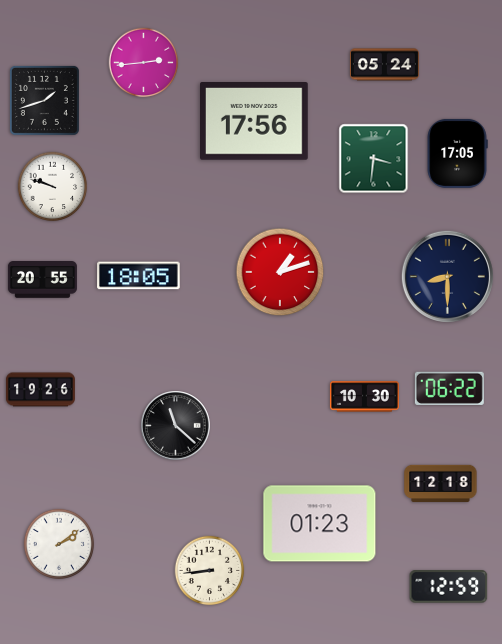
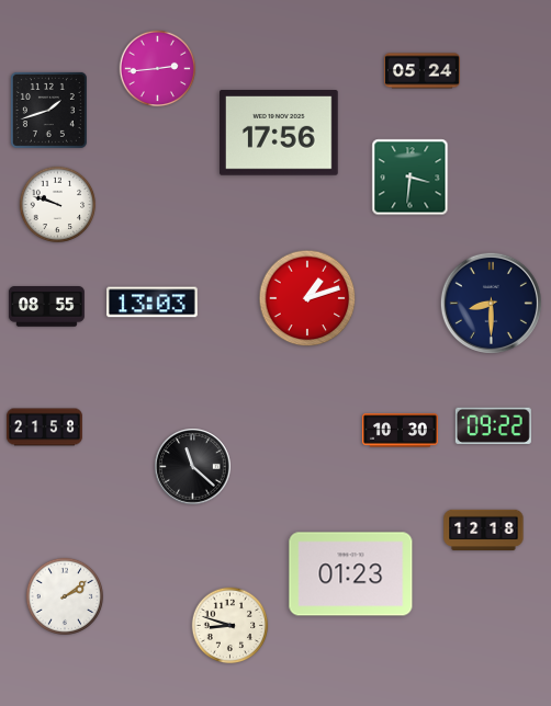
clock at (457, 153): 17:05 -> none
clock at (374, 159) position: (374, 159) -> (411, 178)
clock at (139, 276): 18:05 -> 13:03
clock at (42, 280): 20:55 -> 08:55
clock at (449, 388): 06:22 -> 09:22
clock at (40, 390): 19:26 -> 21:58
clock at (364, 397) position: (364, 397) -> (400, 431)
clock at (210, 571): 8:44 -> 8:48
clock at (449, 587): 12:59 -> none
